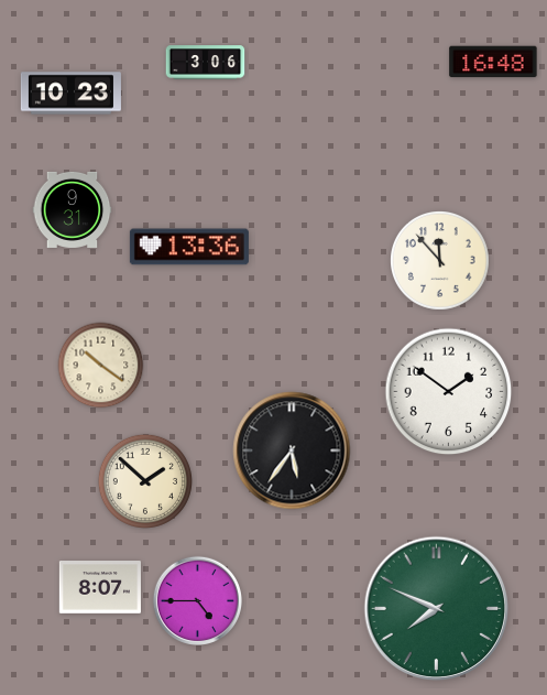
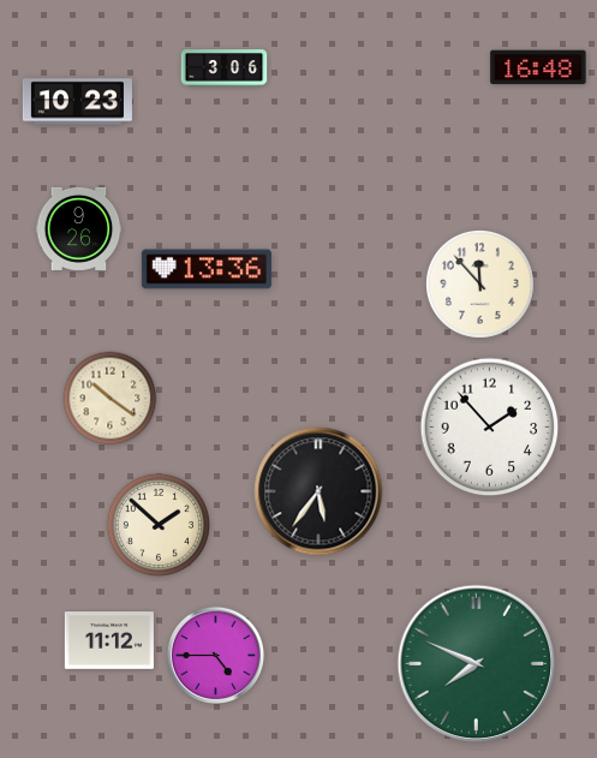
clock at (73, 209): 9:31 -> 9:26
clock at (449, 392): 1:51 -> 1:53
clock at (100, 588): 8:07 -> 11:12
